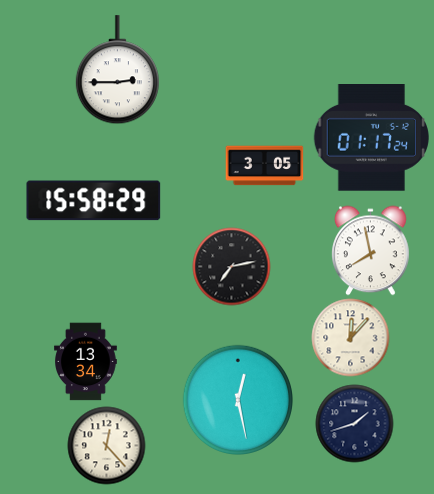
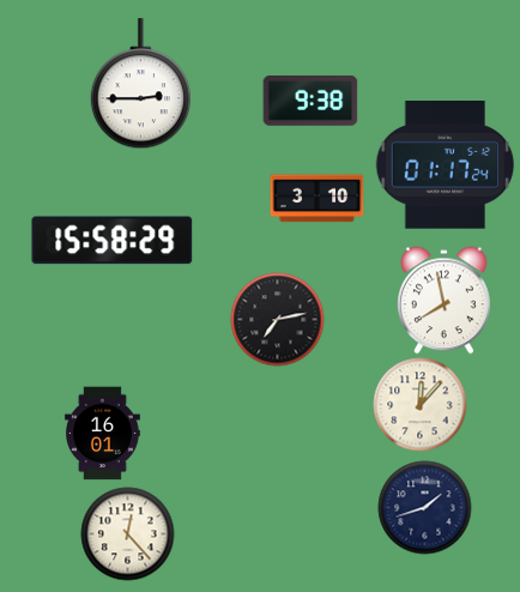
clock at (310, 102): none -> 9:38
clock at (264, 166): 3:05 -> 3:10
clock at (86, 361): 13:34 -> 16:01
clock at (237, 399): 12:28 -> none
